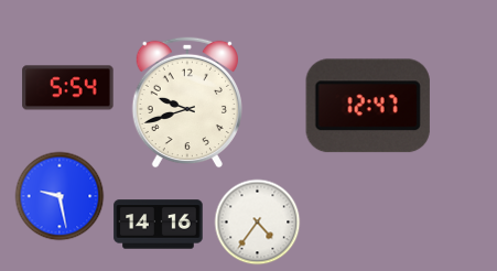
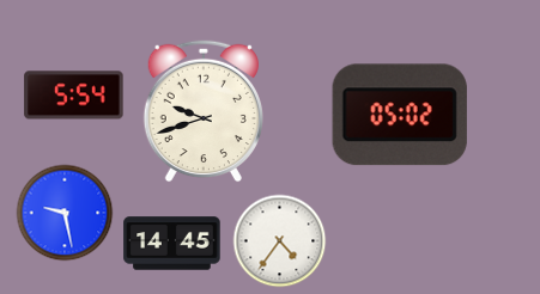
clock at (368, 106): 12:47 -> 05:02
clock at (159, 225): 14:16 -> 14:45
